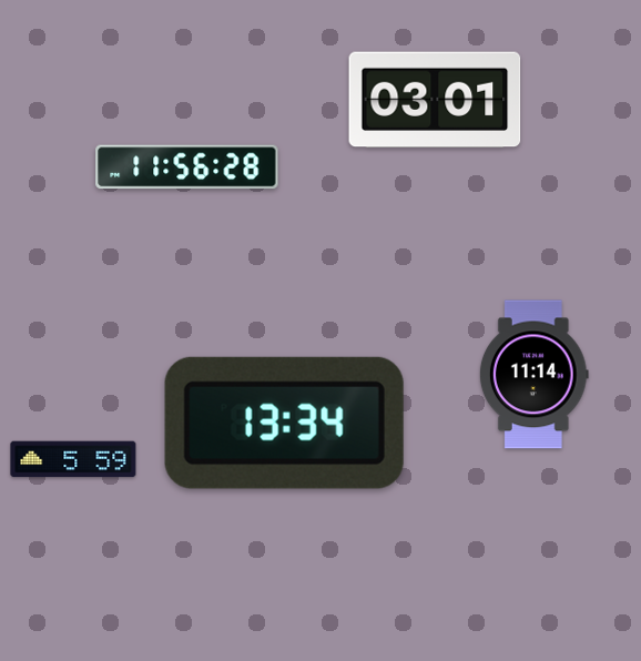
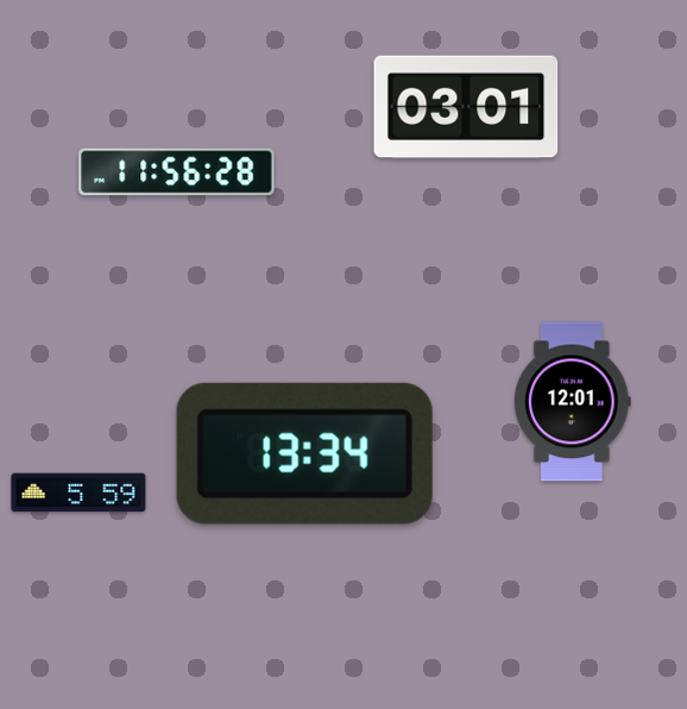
clock at (187, 167) position: (187, 167) -> (177, 172)
clock at (533, 375): 11:14 -> 12:01
